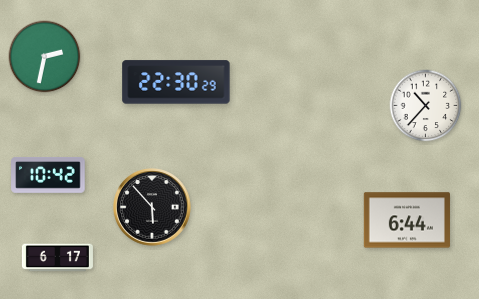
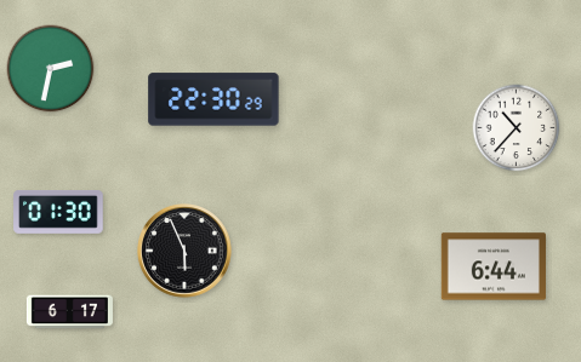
clock at (45, 57) position: (45, 57) -> (51, 69)
clock at (48, 176): 10:42 -> 01:30
clock at (153, 208): 5:53 -> 5:56
